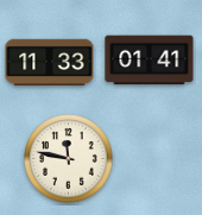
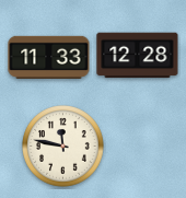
clock at (150, 61): 01:41 -> 12:28
clock at (50, 62) position: (50, 62) -> (49, 57)
